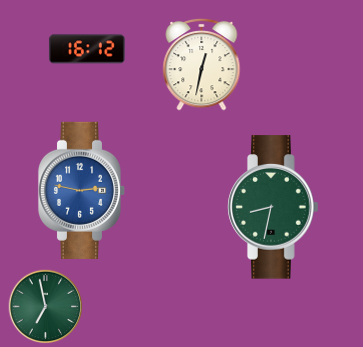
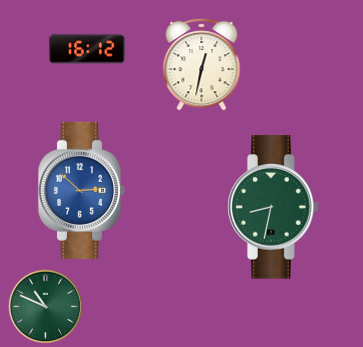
clock at (82, 190): 2:47 -> 2:52
clock at (46, 307): 6:58 -> 10:49
